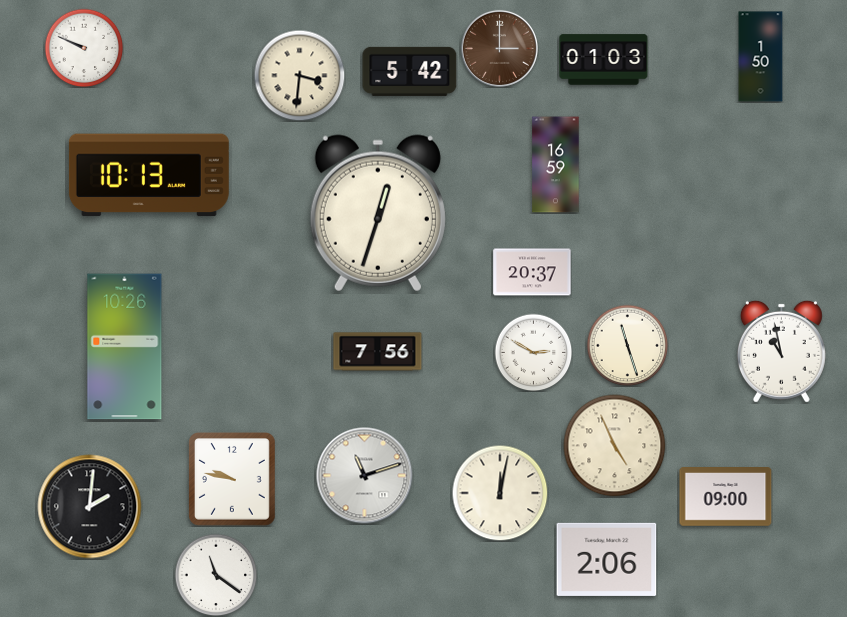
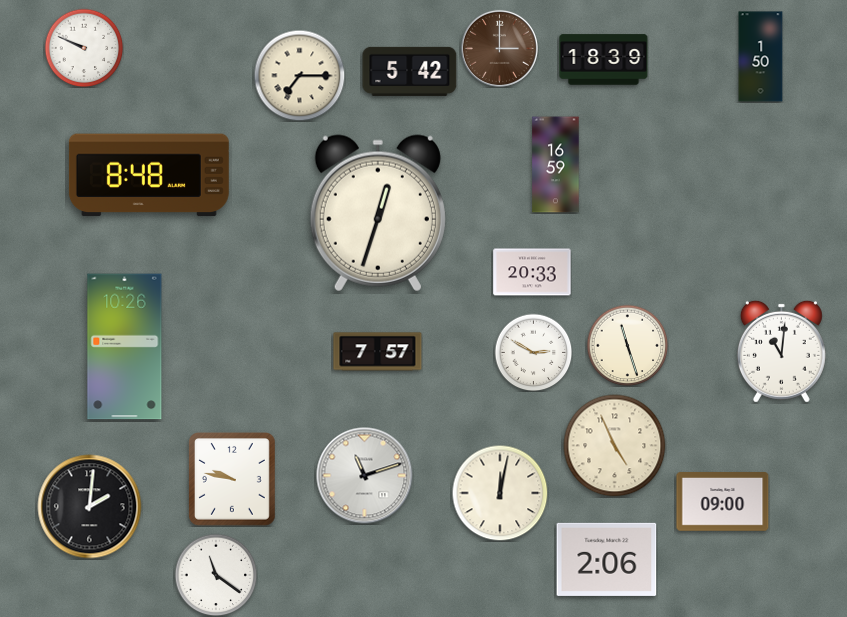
clock at (604, 60): 01:03 -> 18:39
clock at (299, 75): 3:31 -> 7:15
clock at (149, 175): 10:13 -> 8:48
clock at (532, 272): 20:37 -> 20:33
clock at (781, 351): 10:58 -> 11:01
clock at (378, 352): 7:56 -> 7:57
clock at (726, 497) position: (726, 497) -> (723, 502)
